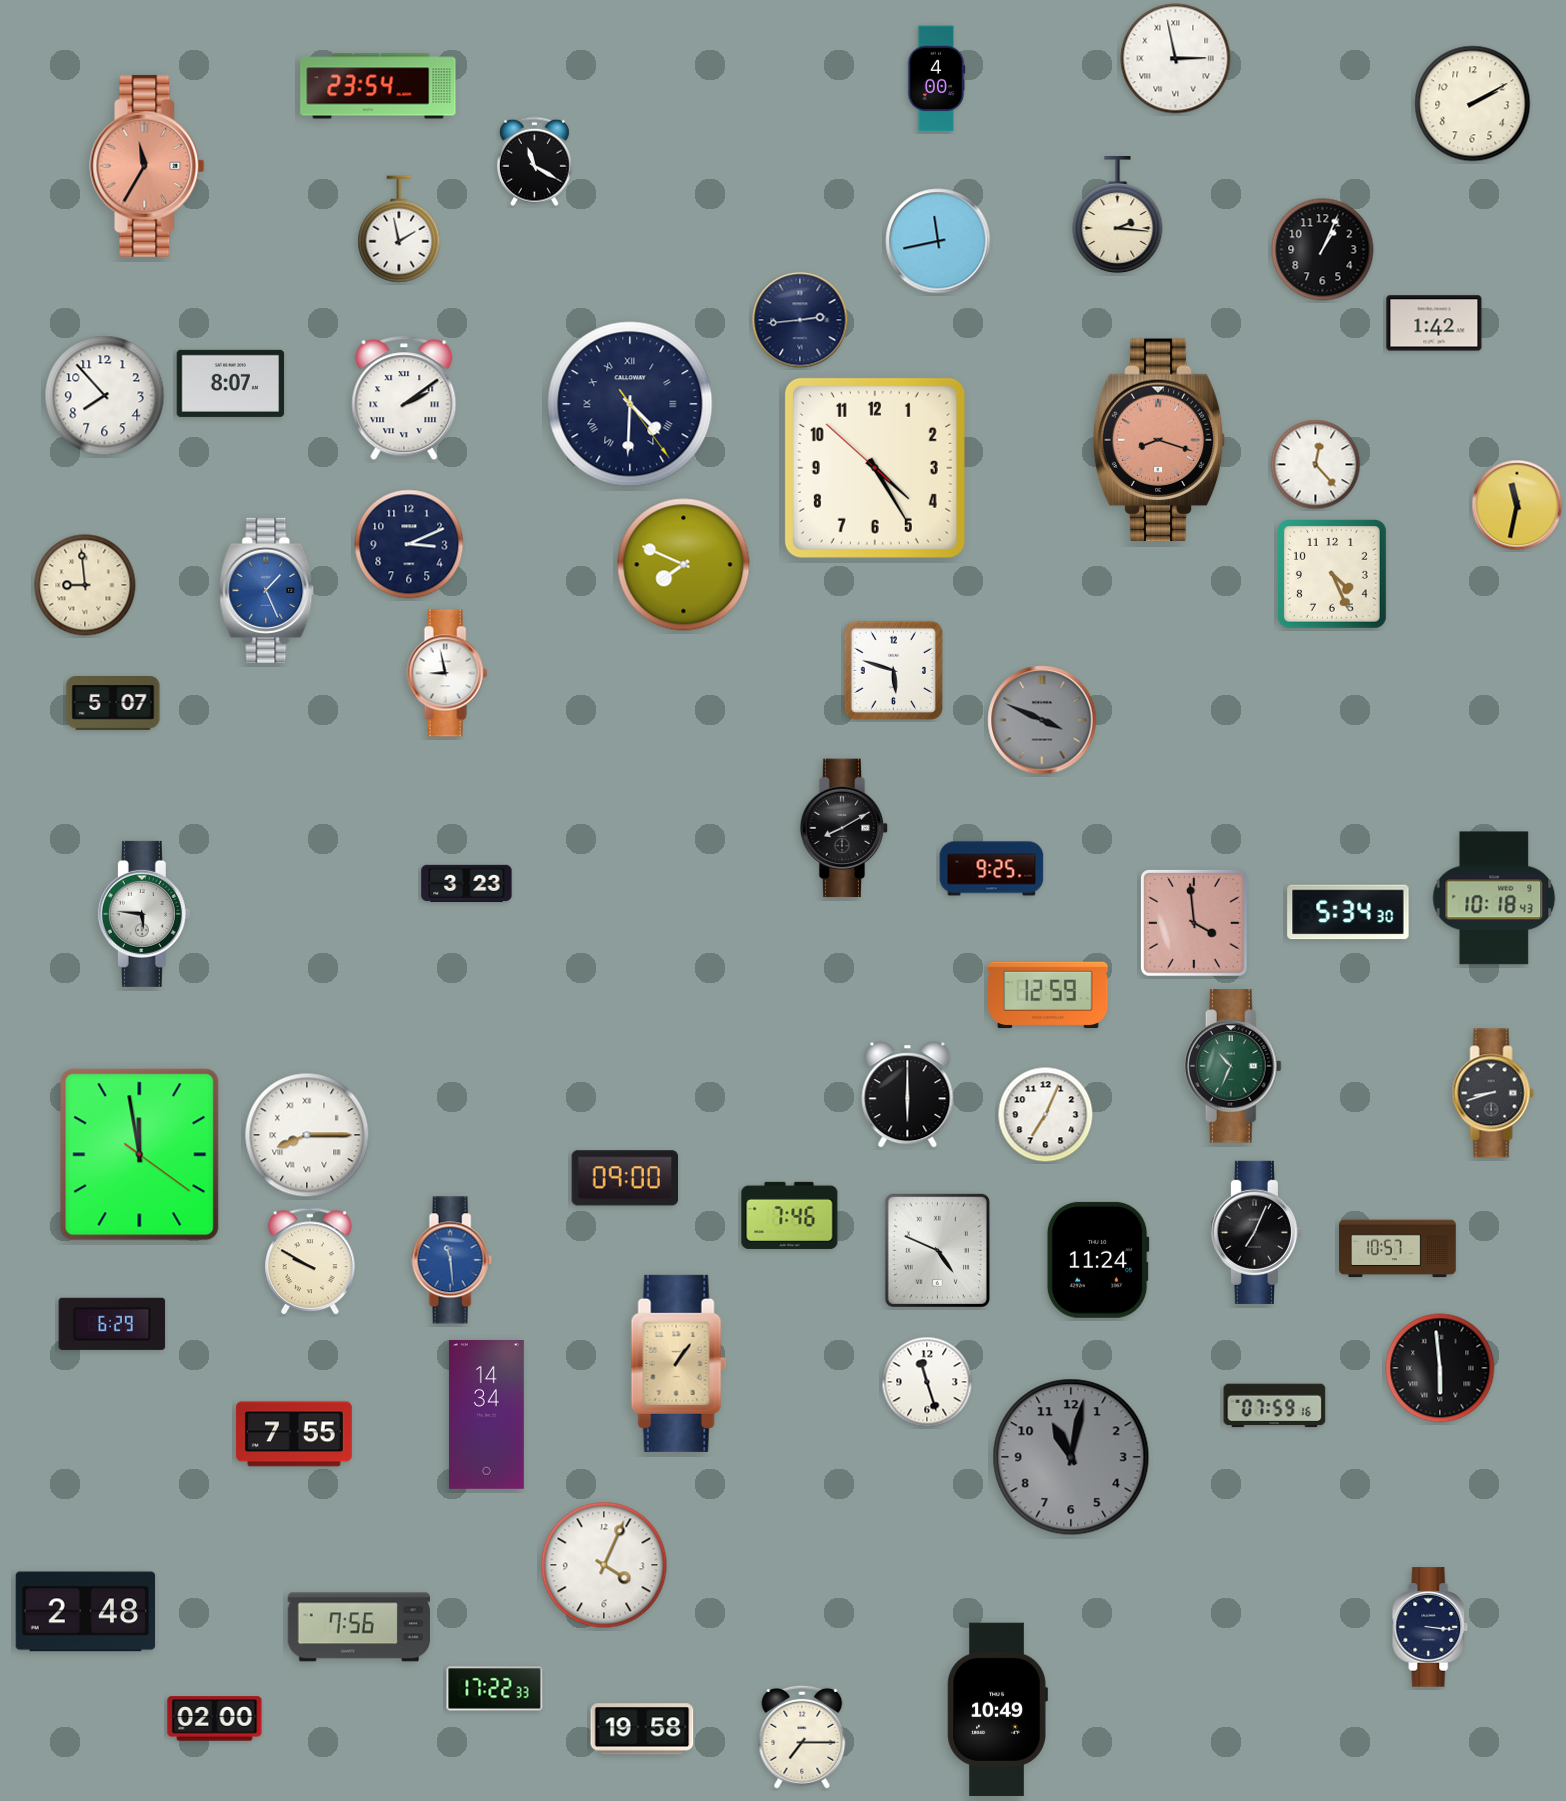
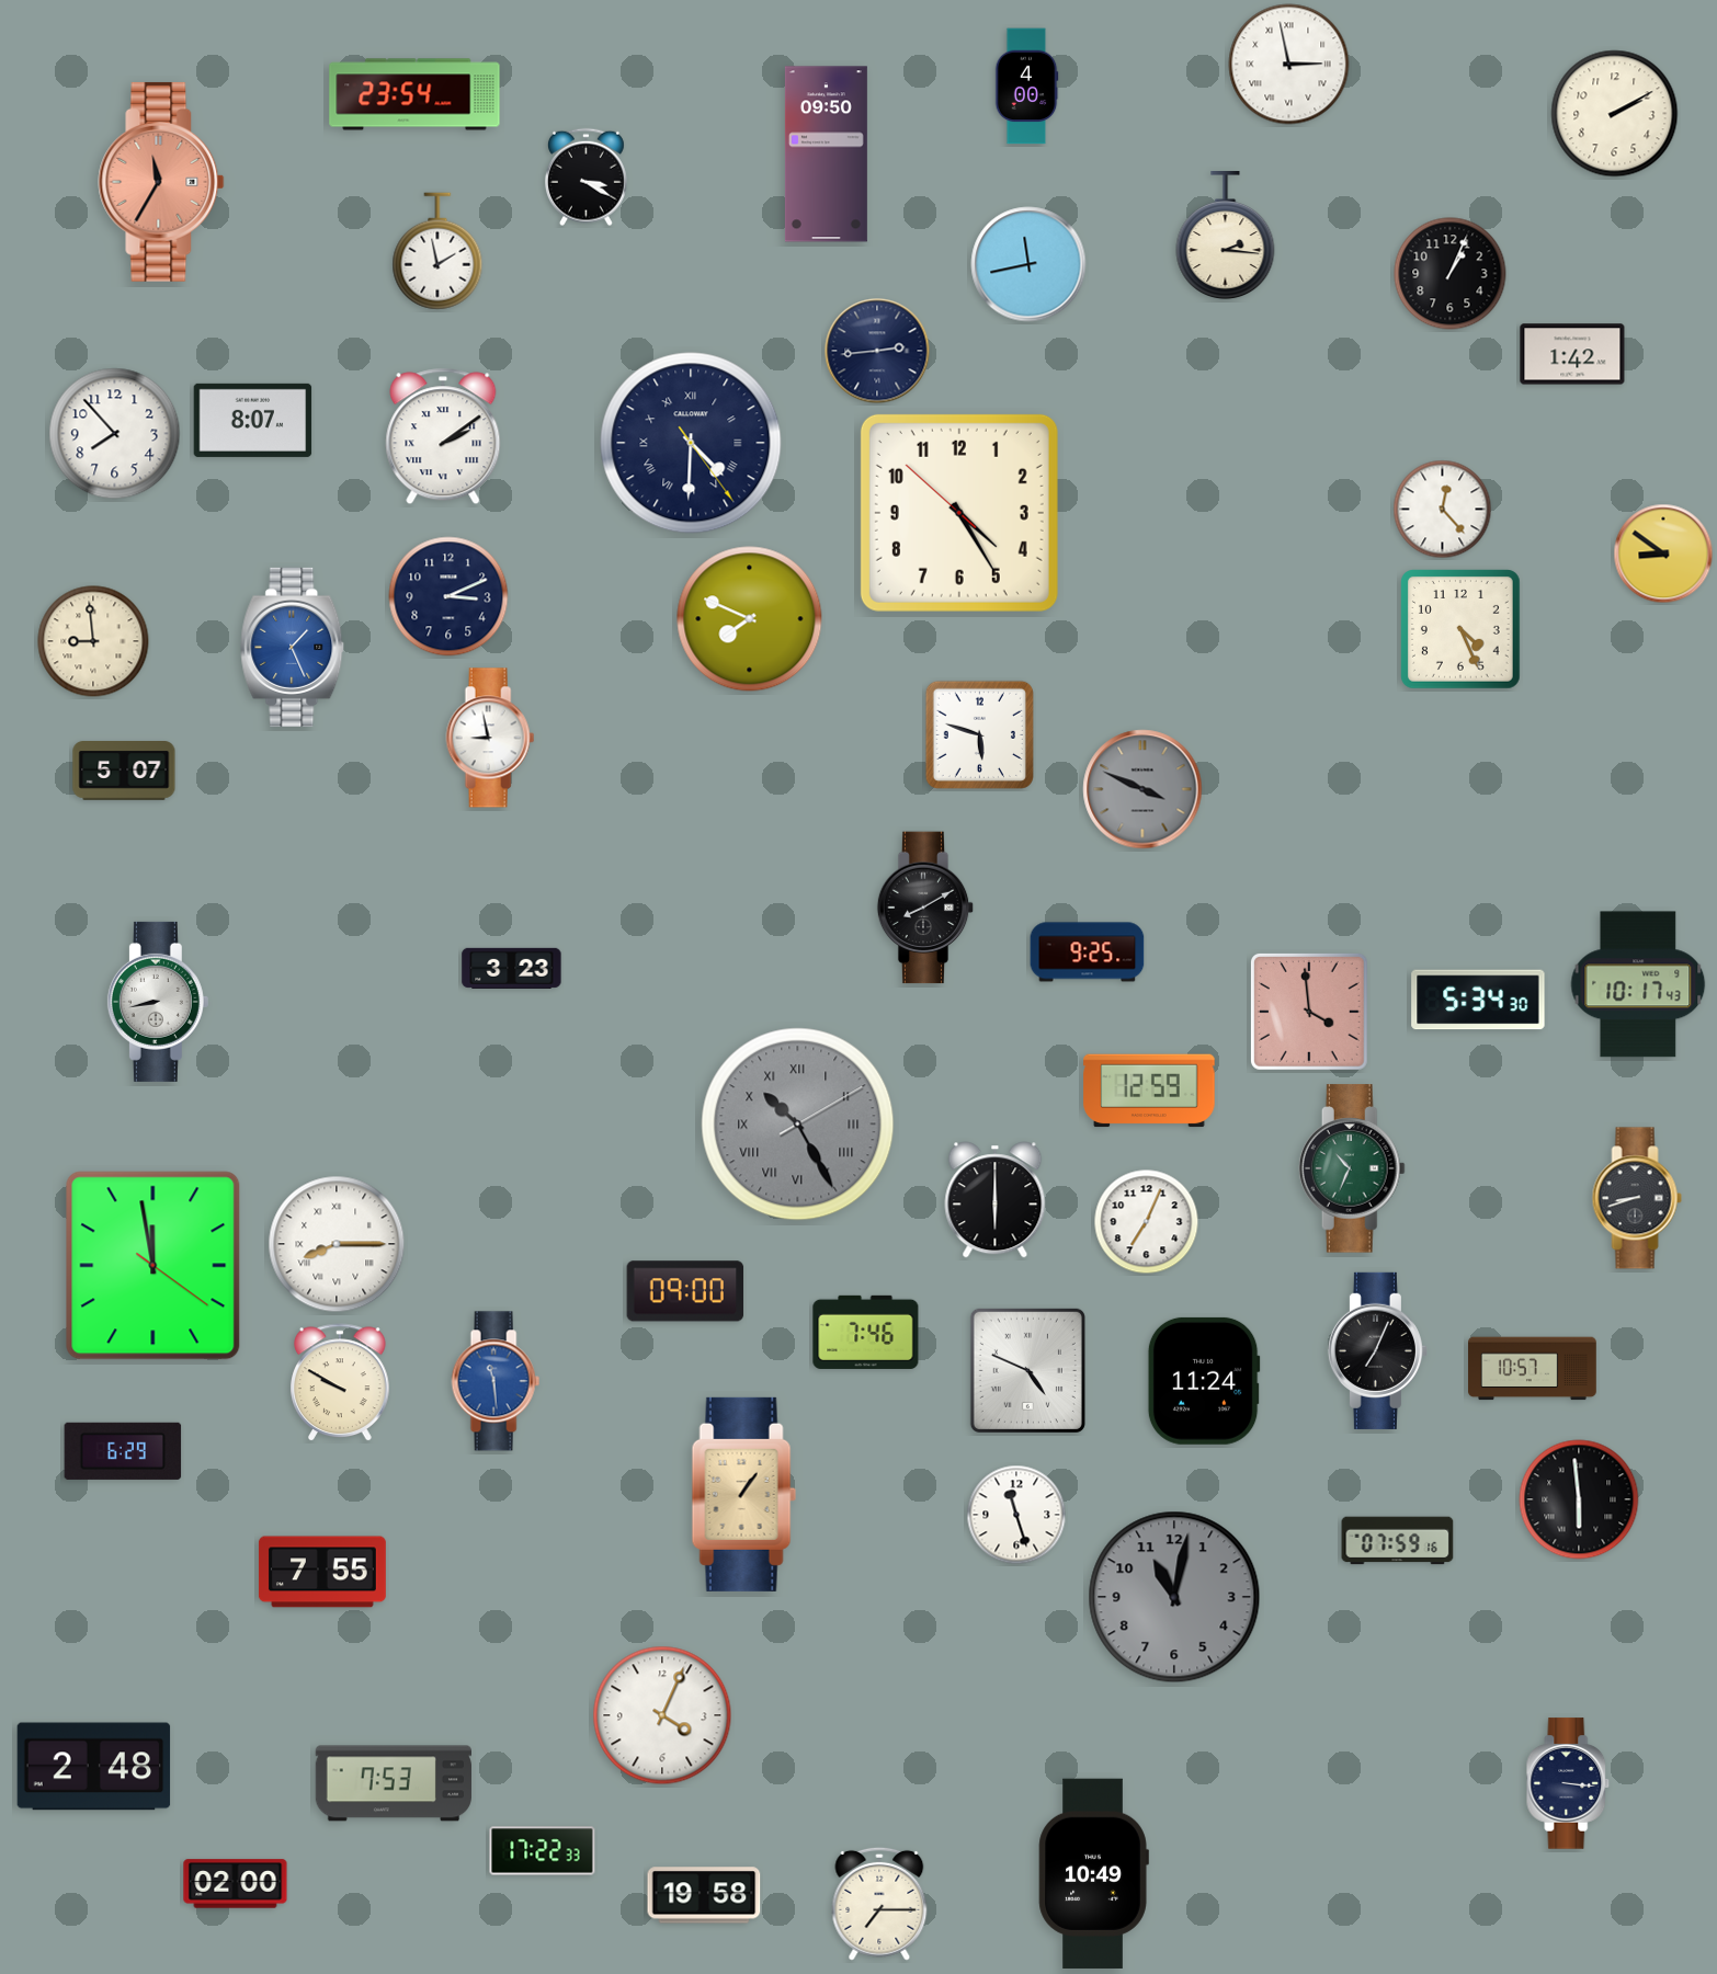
clock at (826, 155): none -> 09:50
clock at (534, 162): 11:20 -> 3:20
clock at (1159, 440): 8:18 -> none
clock at (1517, 505): 11:32 -> 8:51
clock at (1494, 898): 10:18 -> 10:17
clock at (144, 914): 5:46 -> 8:43
clock at (798, 1125): none -> 10:25
clock at (486, 1414): 14:34 -> none
clock at (359, 1627): 7:56 -> 7:53
